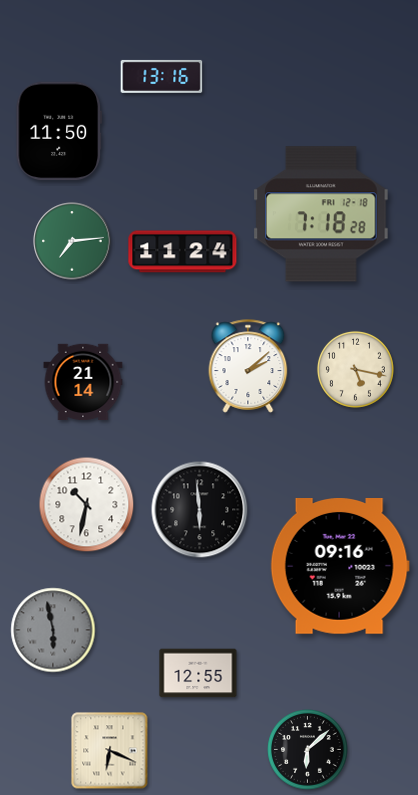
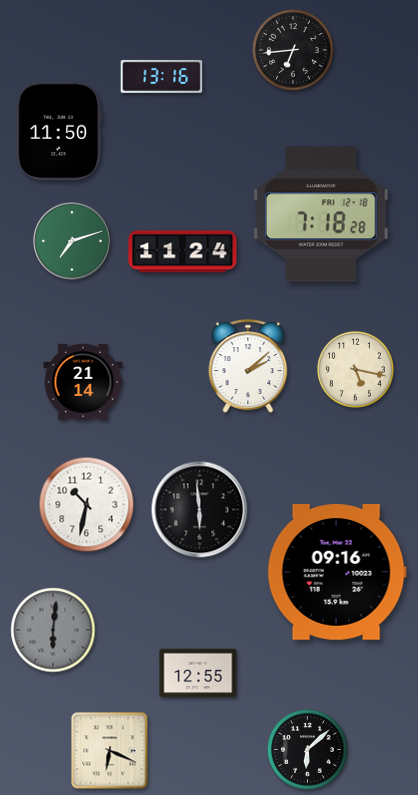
clock at (293, 50): none -> 6:44
clock at (72, 241): 7:14 -> 7:12
clock at (340, 567) position: (340, 567) -> (337, 573)
clock at (53, 630): 5:58 -> 6:01
